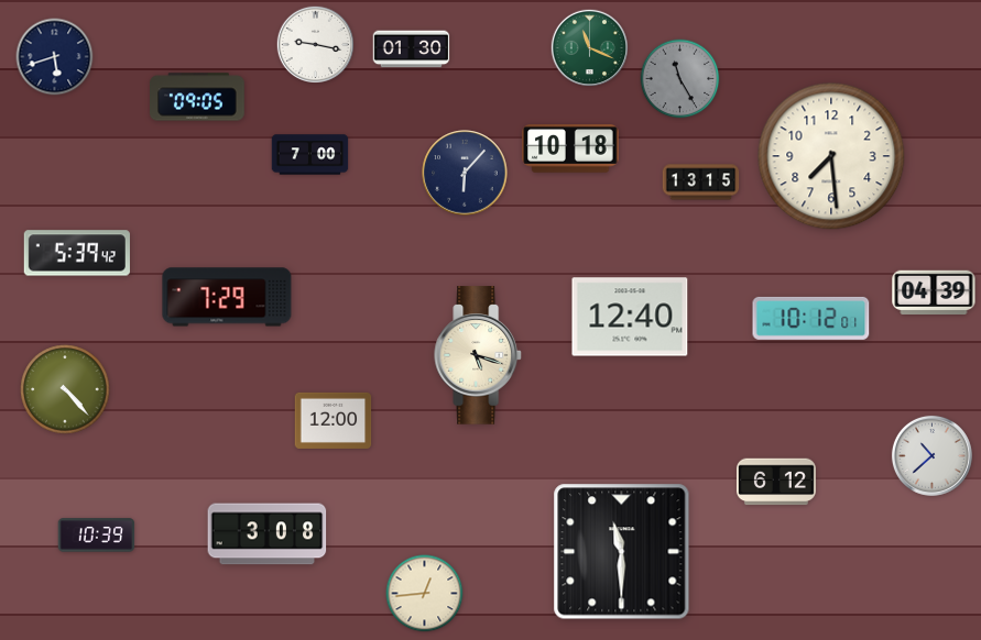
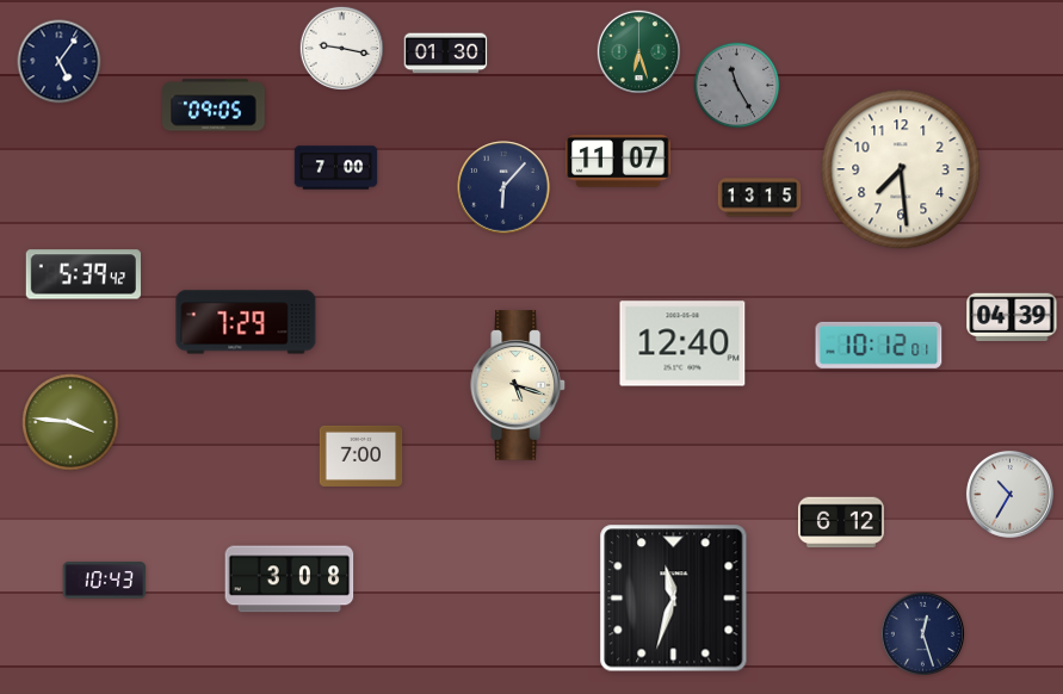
clock at (590, 48): 11:19 -> 6:27
clock at (55, 57): 5:42 -> 5:06
clock at (570, 148): 10:18 -> 11:07
clock at (65, 389): 4:23 -> 3:46
clock at (334, 420): 12:00 -> 7:00
clock at (931, 455): 10:38 -> 10:35
clock at (97, 536): 10:39 -> 10:43
clock at (622, 552): 11:30 -> 11:33
clock at (923, 634): none -> 12:27
clock at (425, 594): 12:44 -> none
